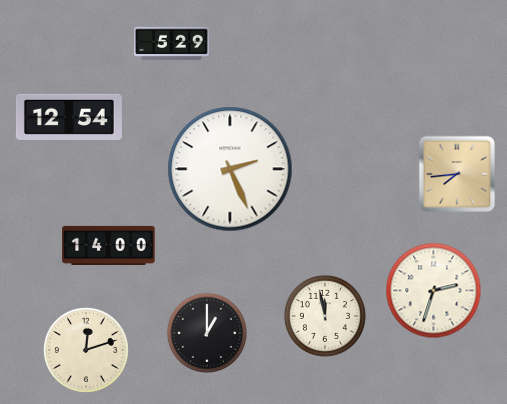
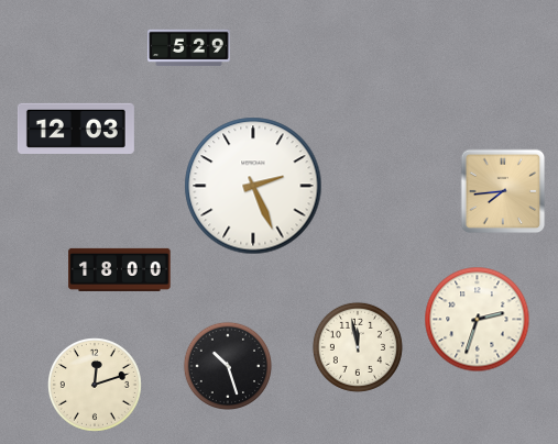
clock at (69, 117): 12:54 -> 12:03
clock at (109, 245): 14:00 -> 18:00
clock at (206, 332): 1:00 -> 10:27
